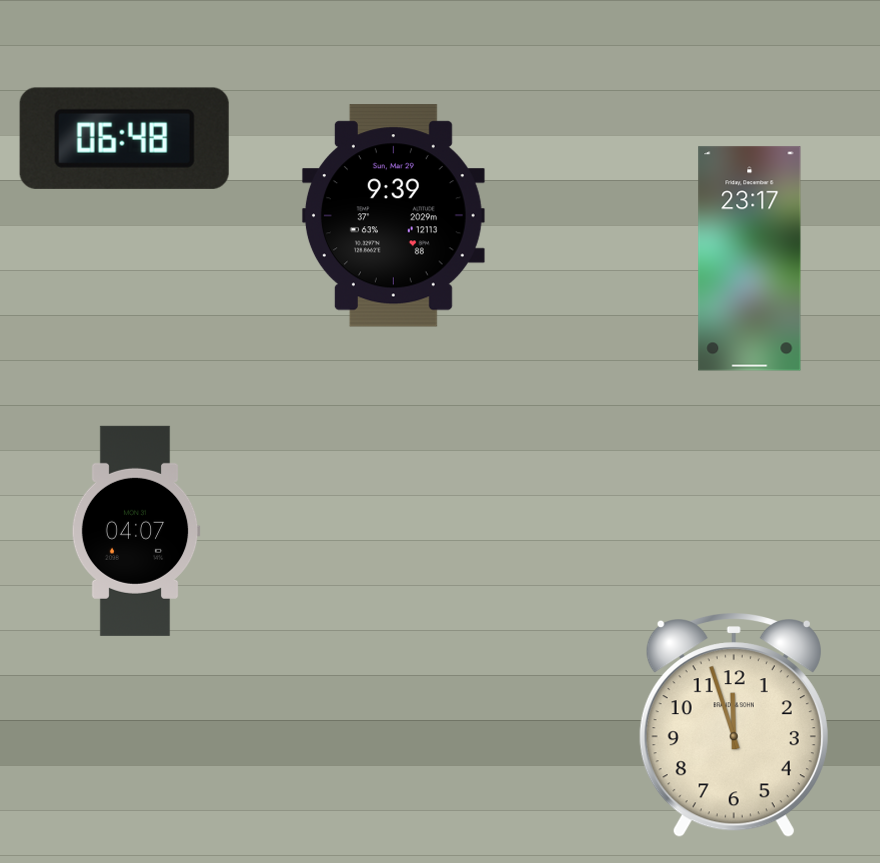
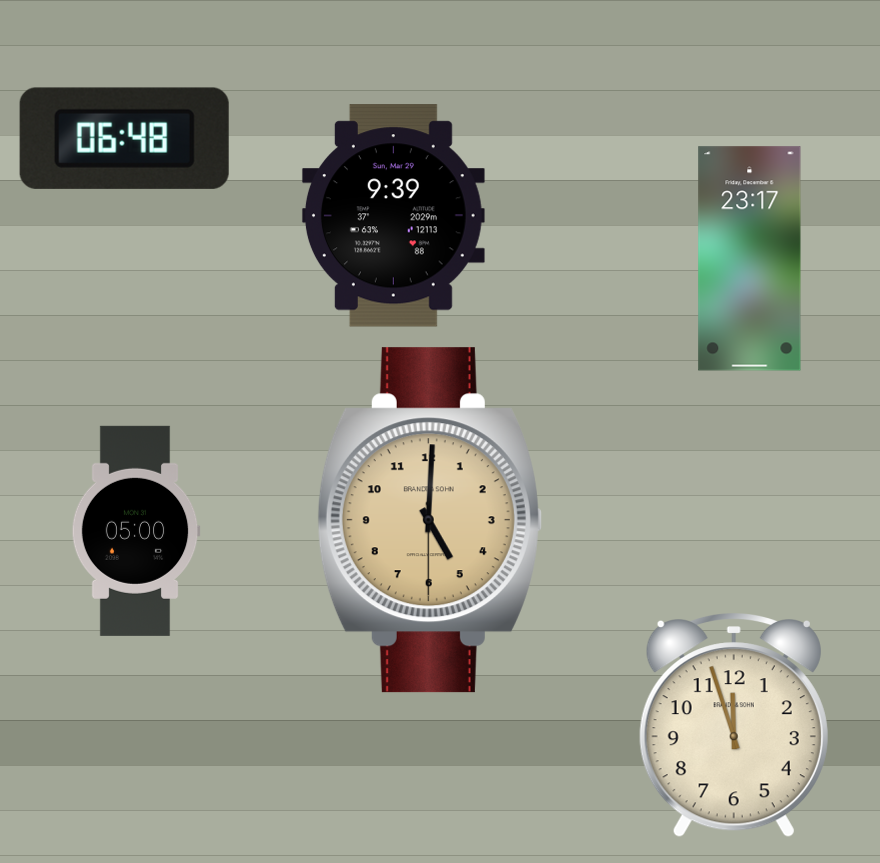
clock at (429, 520): none -> 5:00
clock at (136, 531): 04:07 -> 05:00
